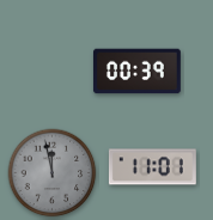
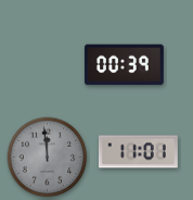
clock at (53, 173): 11:58 -> 11:59
